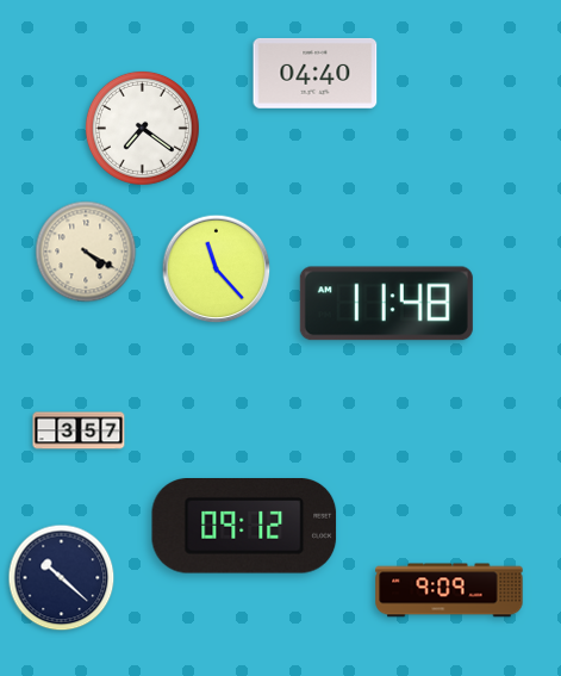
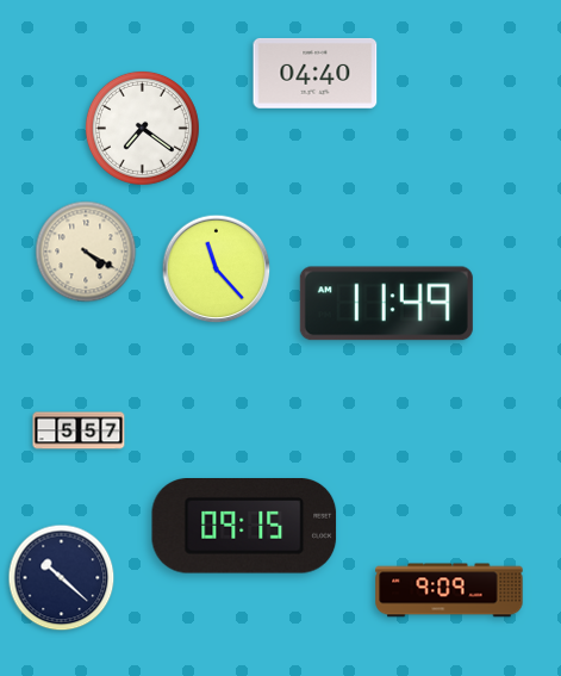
clock at (386, 304): 11:48 -> 11:49
clock at (79, 430): 3:57 -> 5:57
clock at (244, 526): 09:12 -> 09:15
